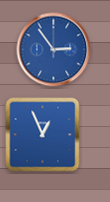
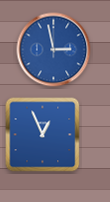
clock at (54, 50): 2:54 -> 2:58
